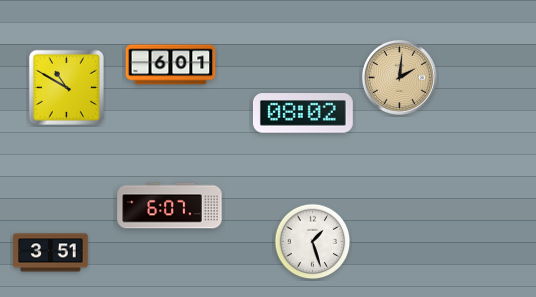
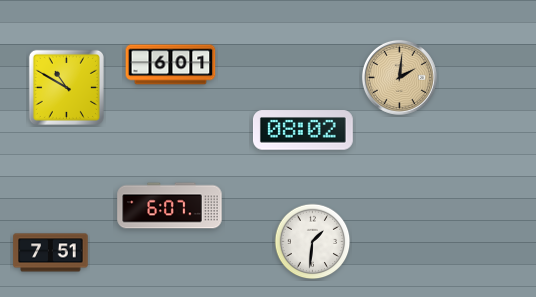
clock at (303, 113) position: (303, 113) -> (303, 130)
clock at (313, 242): 1:27 -> 1:31
clock at (51, 253): 3:51 -> 7:51
